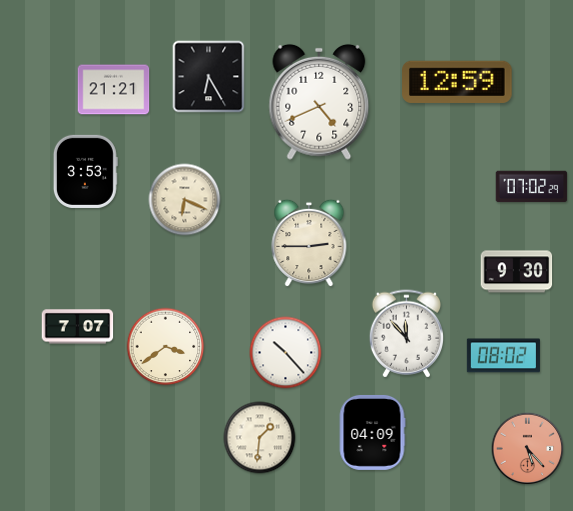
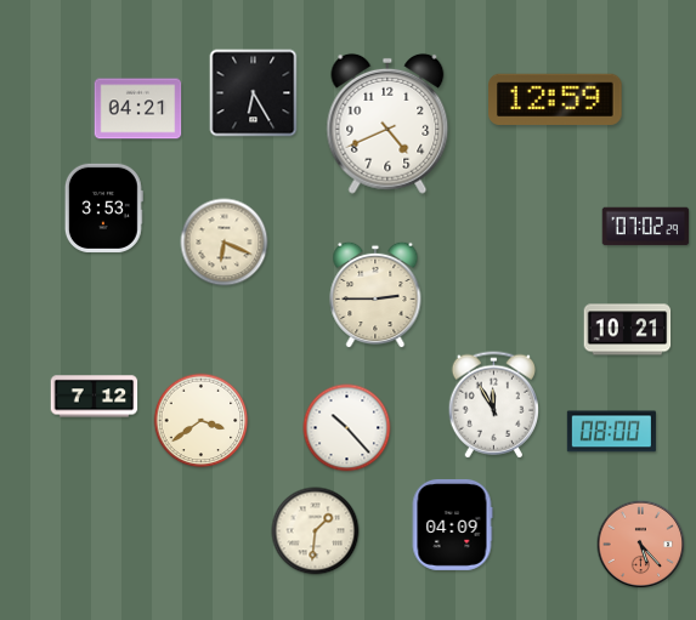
clock at (114, 90): 21:21 -> 04:21
clock at (517, 272): 9:30 -> 10:21
clock at (78, 327): 7:07 -> 7:12
clock at (406, 334): 11:53 -> 11:55
clock at (503, 356): 08:02 -> 08:00
